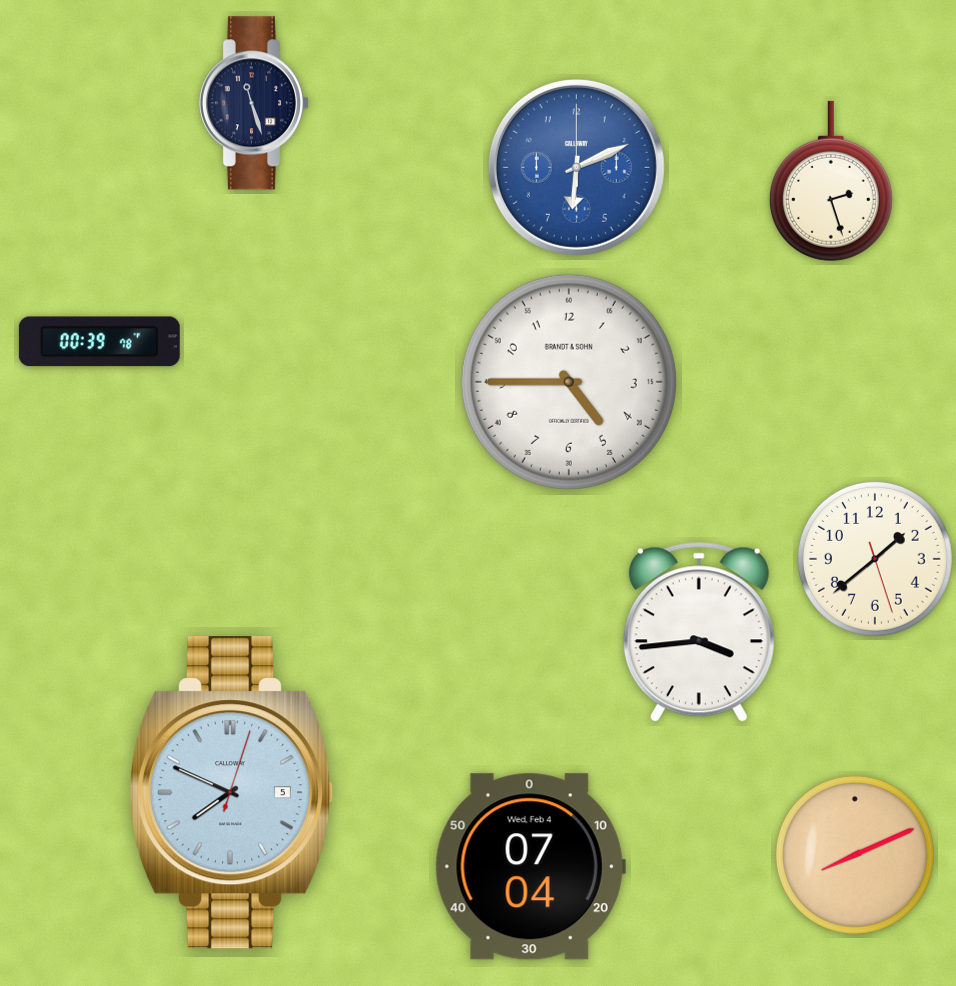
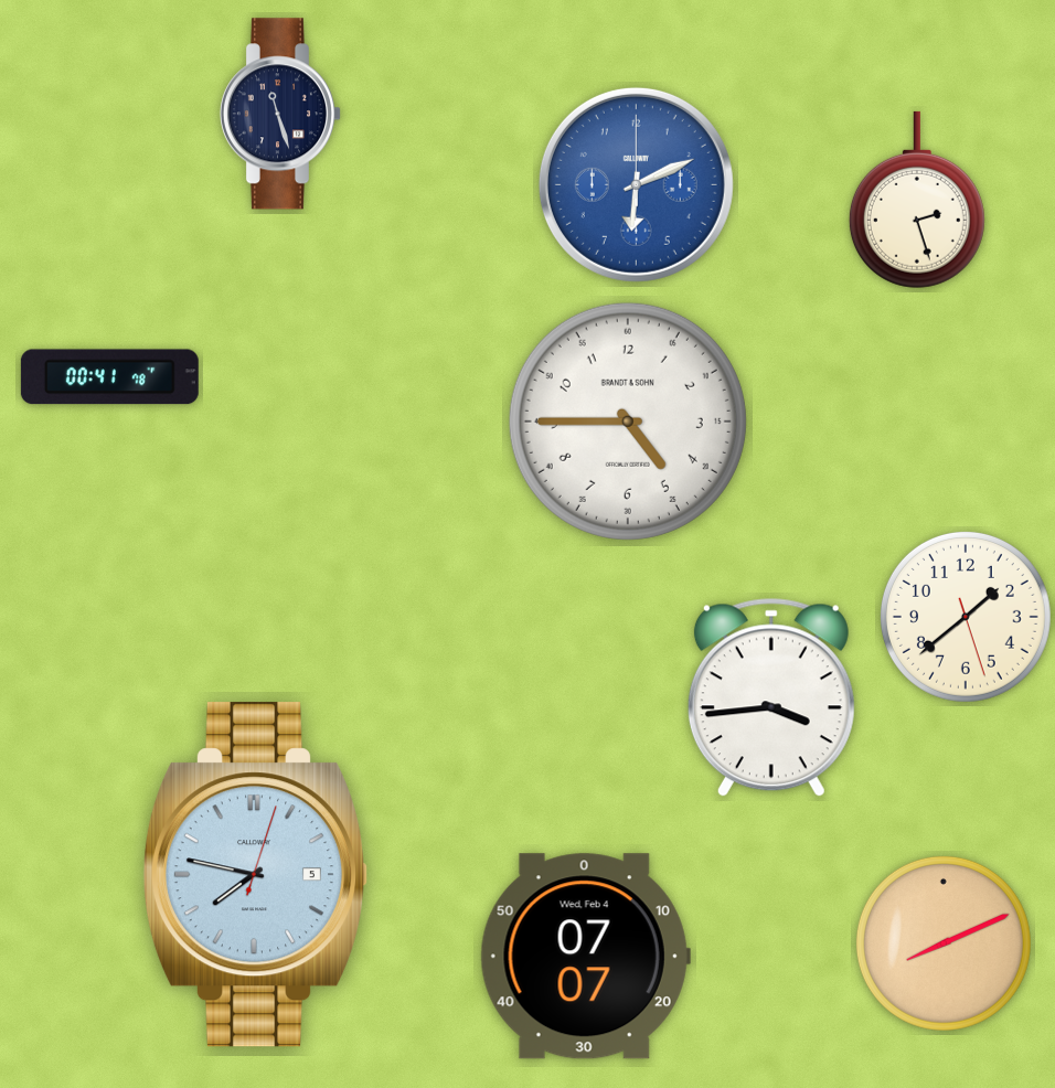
clock at (99, 342): 00:39 -> 00:41
clock at (232, 793): 7:49 -> 7:47
clock at (530, 867): 07:04 -> 07:07
